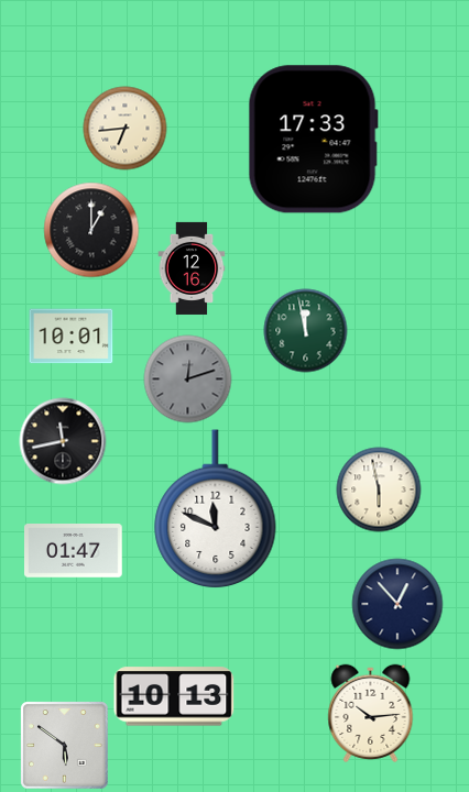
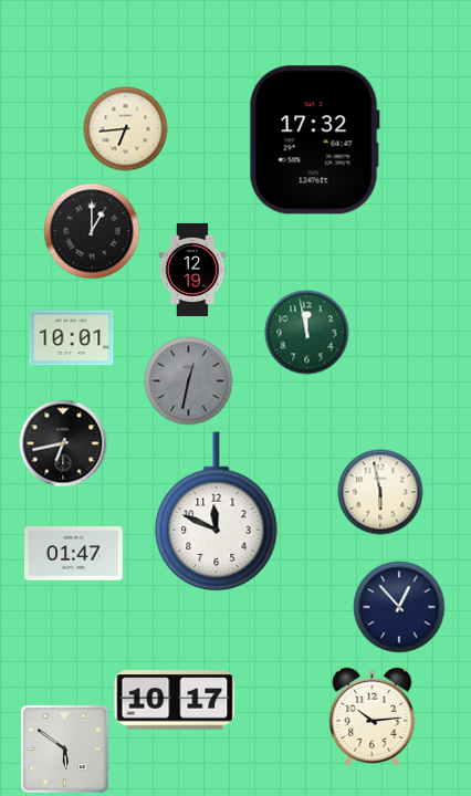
clock at (313, 140): 17:33 -> 17:32
clock at (192, 268): 12:16 -> 12:19
clock at (188, 380): 12:12 -> 12:32
clock at (63, 441): 11:43 -> 6:43
clock at (174, 696): 10:13 -> 10:17
